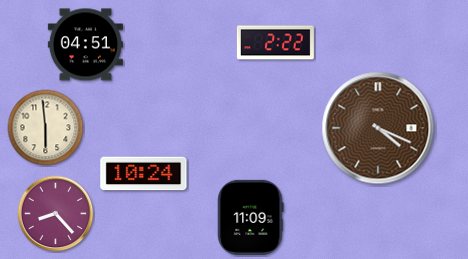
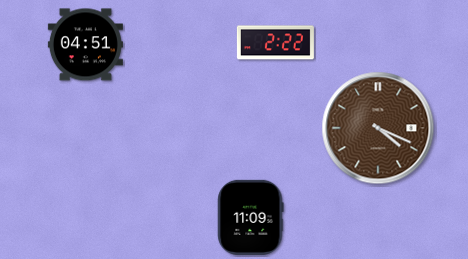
clock at (46, 128): 5:59 -> none
clock at (144, 174): 10:24 -> none
clock at (56, 214): 8:23 -> none
